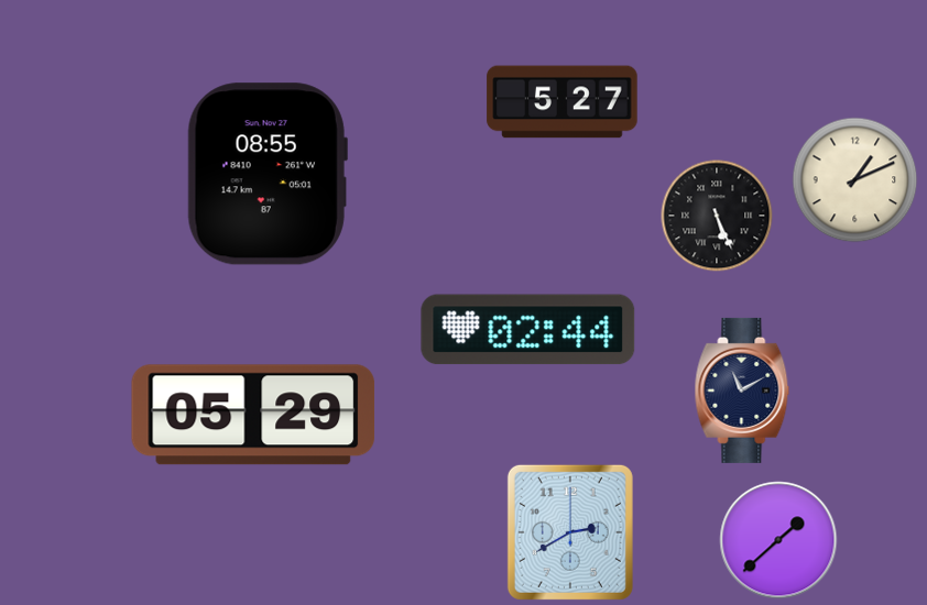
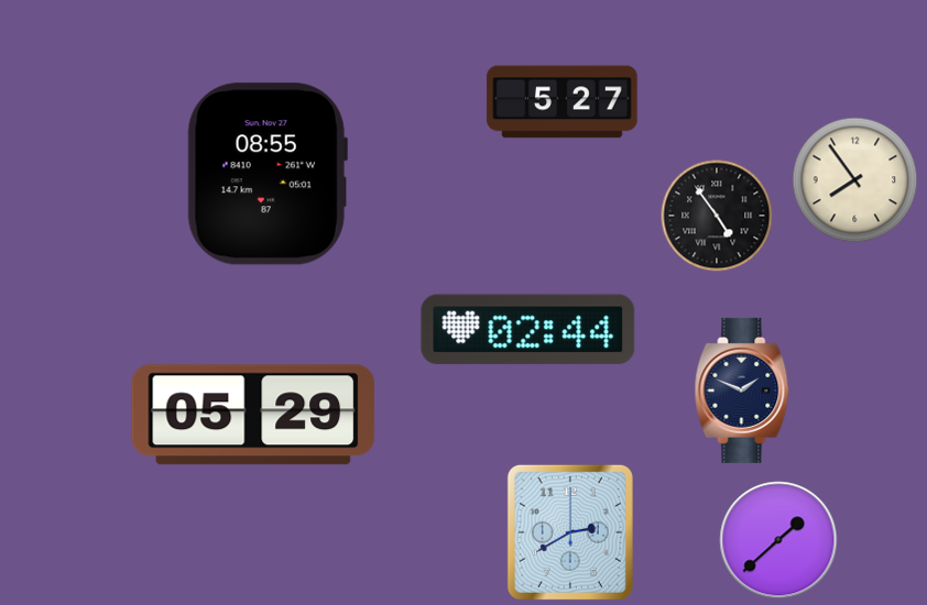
clock at (855, 180): 1:11 -> 7:54
clock at (717, 216): 5:26 -> 4:54
clock at (742, 391): 11:10 -> 1:49
